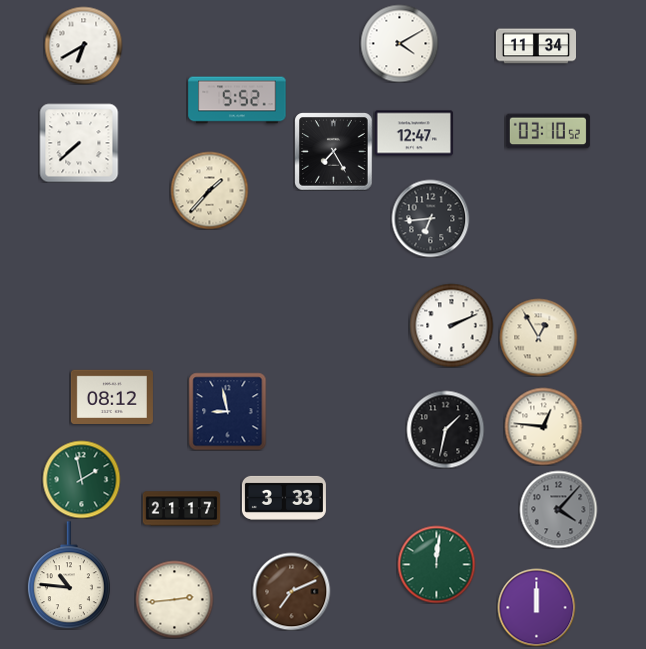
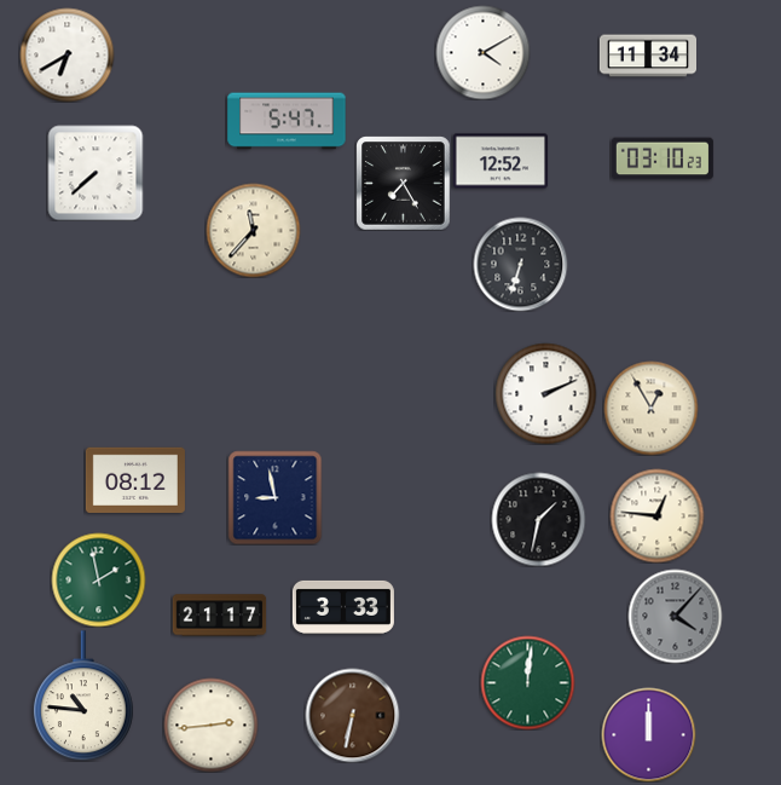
clock at (83, 45) position: (83, 45) -> (66, 54)
clock at (237, 100): 5:52 -> 5:47
clock at (548, 131): 03:10:52 -> 03:10:23
clock at (413, 133): 12:47 -> 12:52
clock at (209, 190): 1:37 -> 11:37
clock at (430, 218): 6:44 -> 6:33
clock at (284, 498) position: (284, 498) -> (343, 607)
clock at (291, 591): 7:11 -> 6:32
